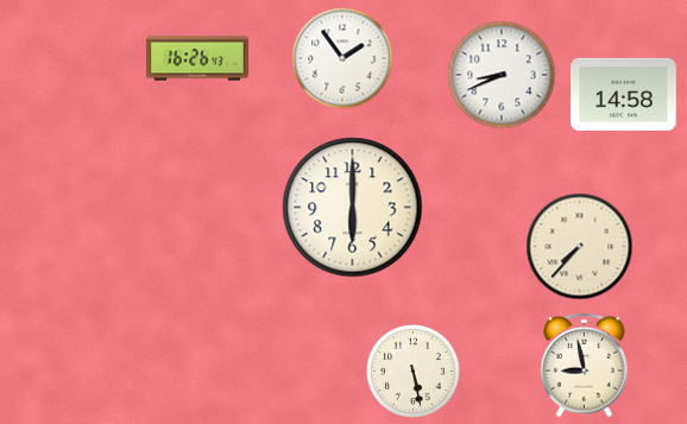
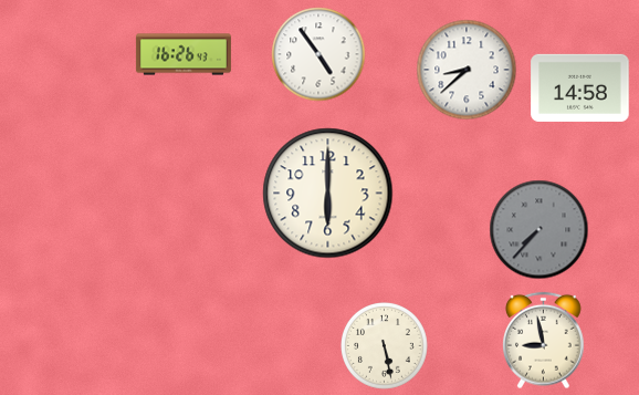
clock at (342, 58): 1:54 -> 4:54
clock at (502, 75): 8:41 -> 8:38
clock at (580, 247) dial: cream -> grey
